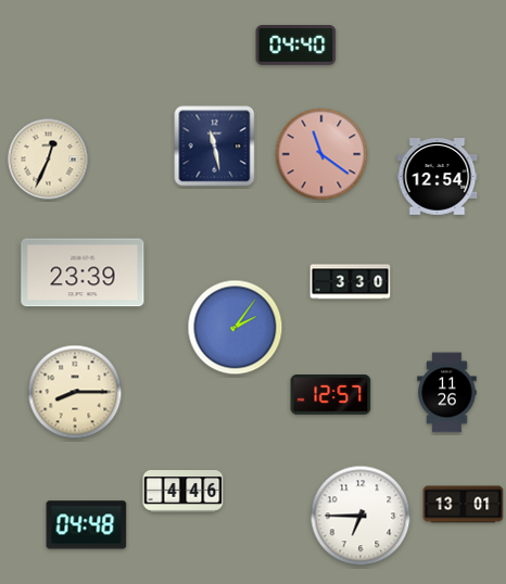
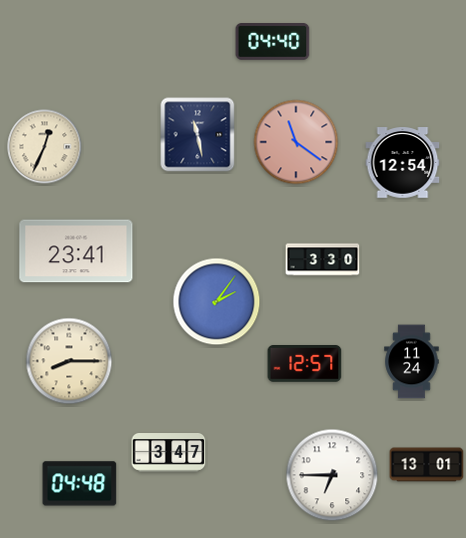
clock at (83, 272): 23:39 -> 23:41
clock at (447, 393): 11:26 -> 11:24
clock at (184, 492): 4:46 -> 3:47
